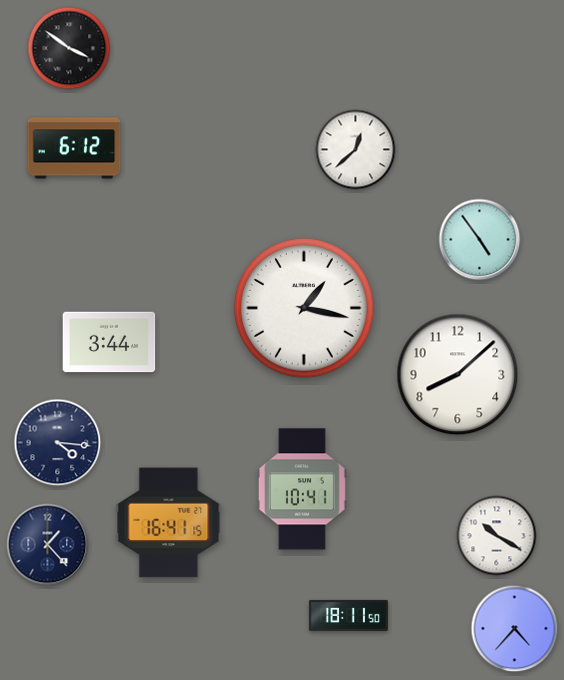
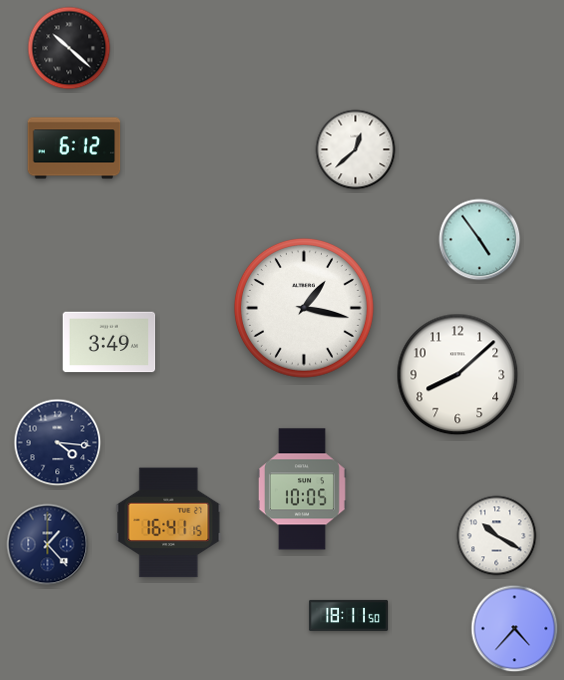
clock at (69, 48): 3:51 -> 10:22
clock at (109, 342): 3:44 -> 3:49
clock at (302, 489): 10:41 -> 10:05
